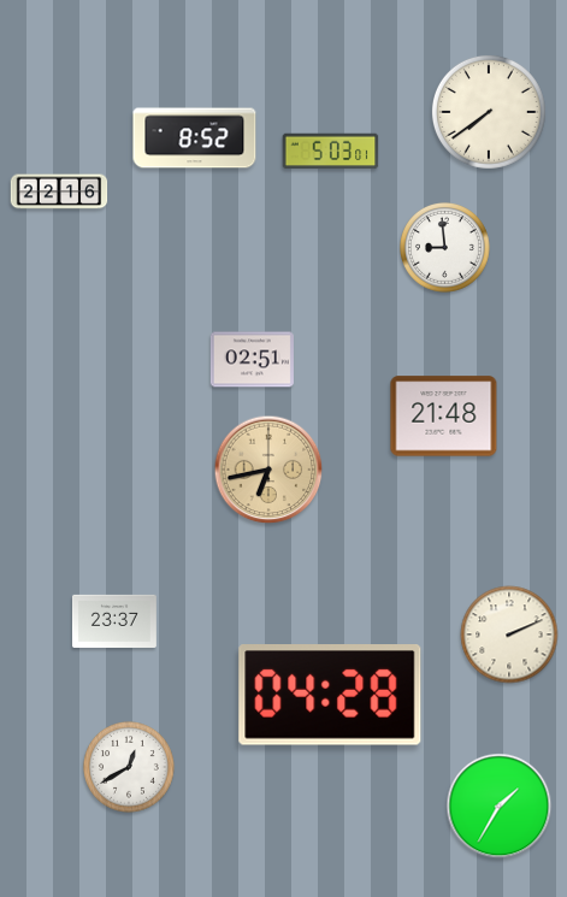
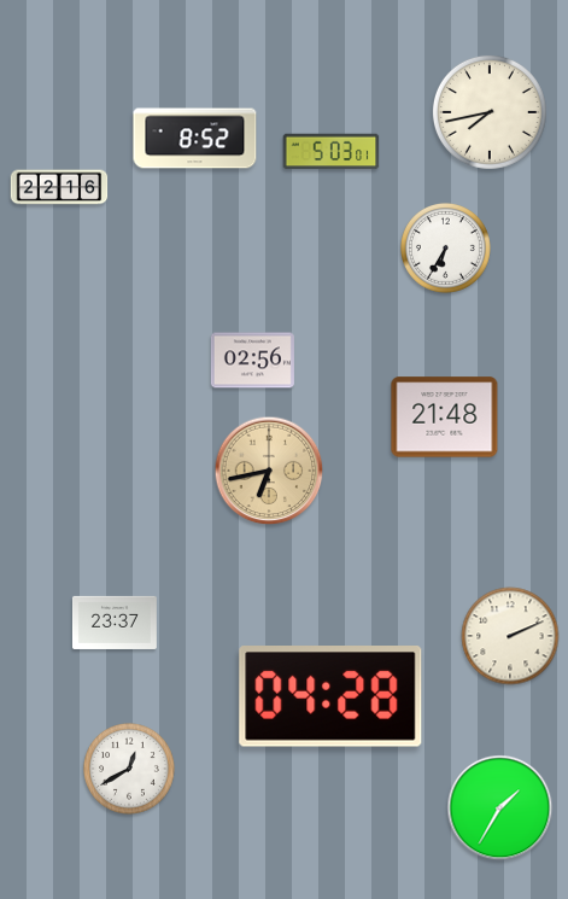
clock at (489, 112): 7:39 -> 7:43
clock at (59, 191) position: (59, 191) -> (59, 187)
clock at (445, 248): 8:59 -> 6:35
clock at (252, 360): 02:51 -> 02:56
